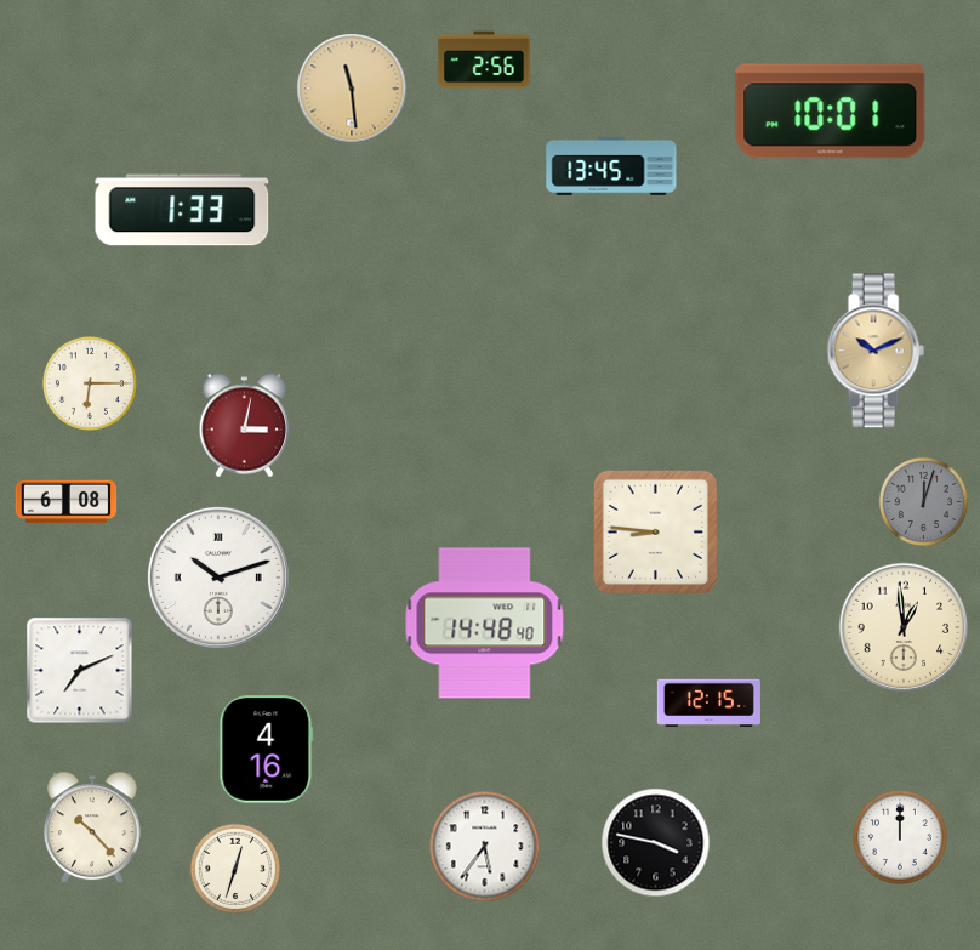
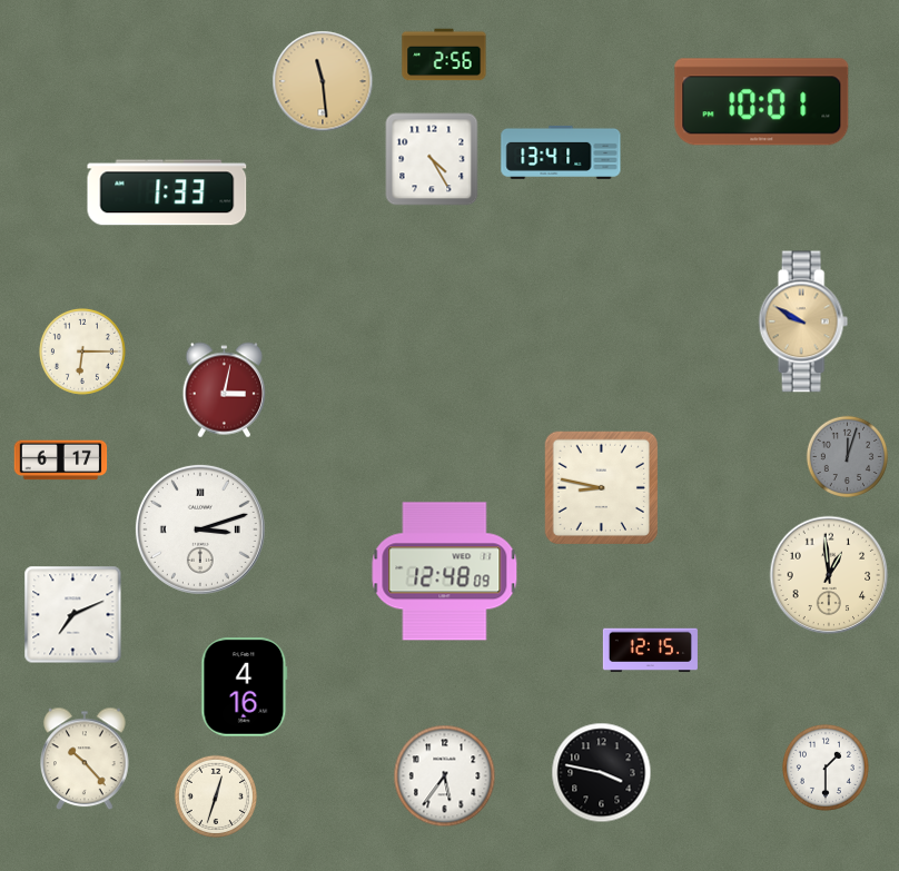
clock at (611, 166): 13:45 -> 13:41
clock at (432, 159): none -> 4:25
clock at (876, 351): 10:11 -> 9:50
clock at (67, 502): 6:08 -> 6:17
clock at (924, 502) position: (924, 502) -> (848, 457)
clock at (655, 531): 8:46 -> 8:47
clock at (218, 578): 10:12 -> 3:12
clock at (485, 624): 14:48 -> 12:48
clock at (708, 704) position: (708, 704) -> (650, 651)
clock at (900, 837): 12:00 -> 1:30
